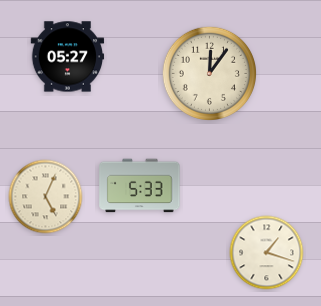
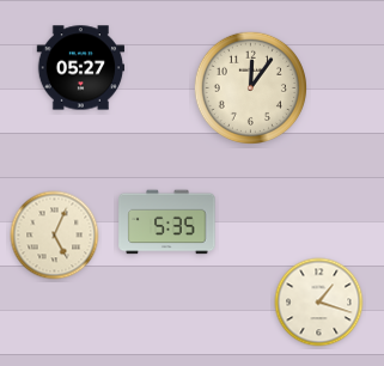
clock at (140, 186): 5:33 -> 5:35
